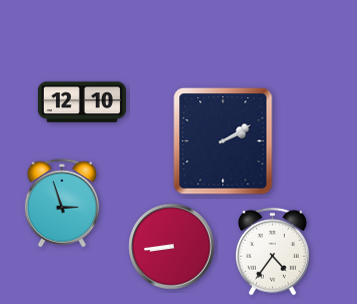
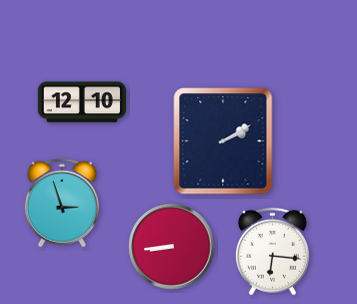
clock at (272, 252): 4:36 -> 6:16
